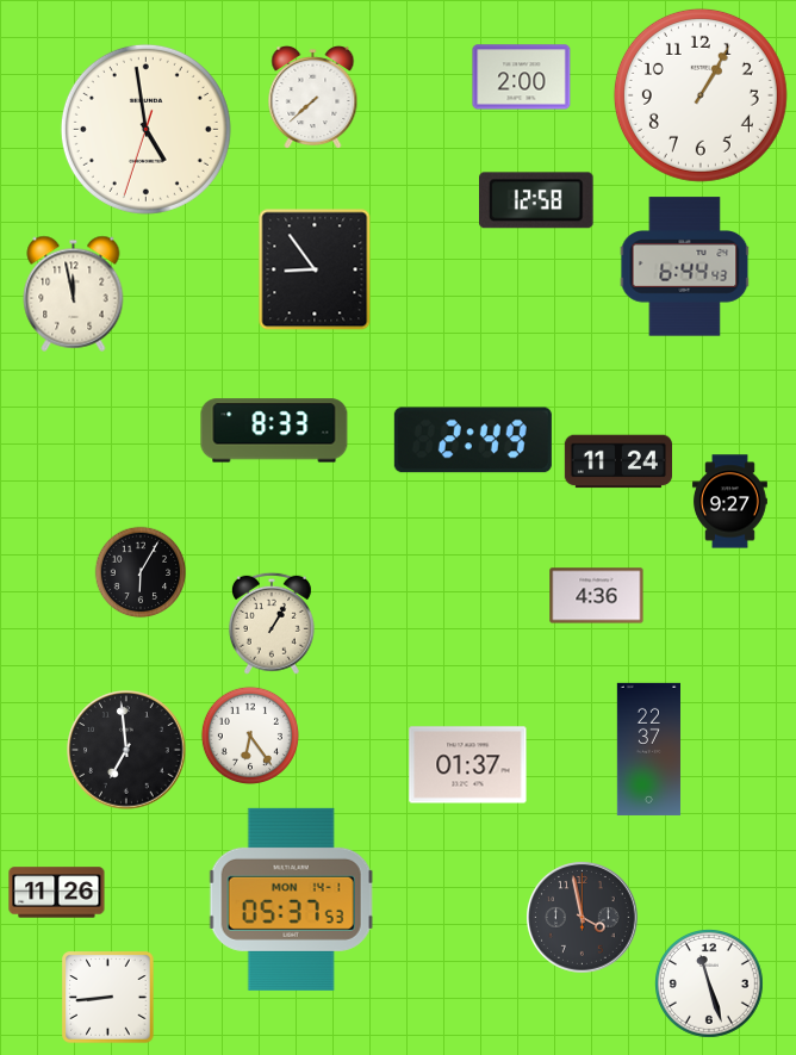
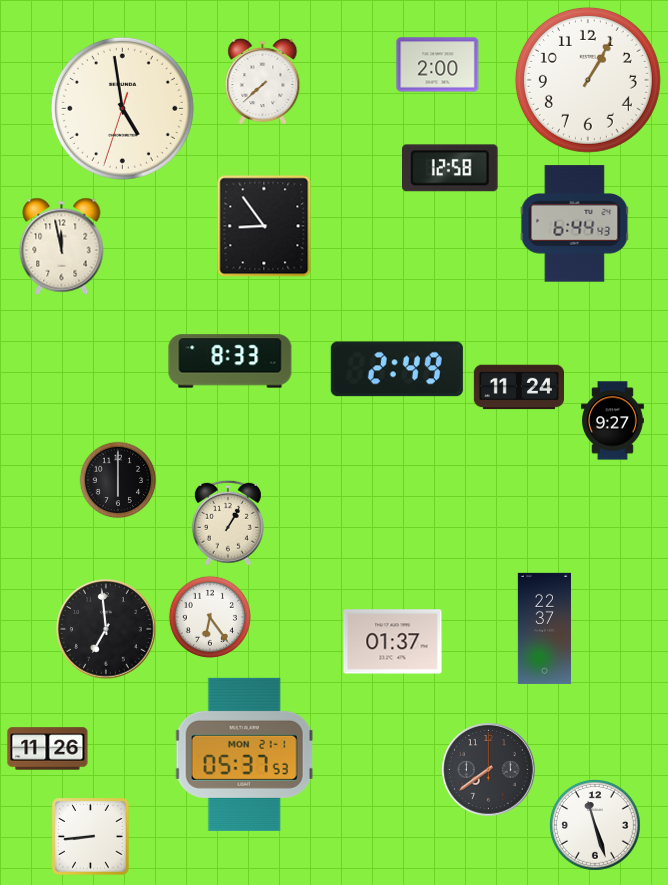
clock at (141, 572): 6:05 -> 6:00
clock at (597, 596): 4:36 -> none
clock at (291, 899) date: MON 14-1 -> MON 21-1
clock at (583, 918): 3:58 -> 7:39
